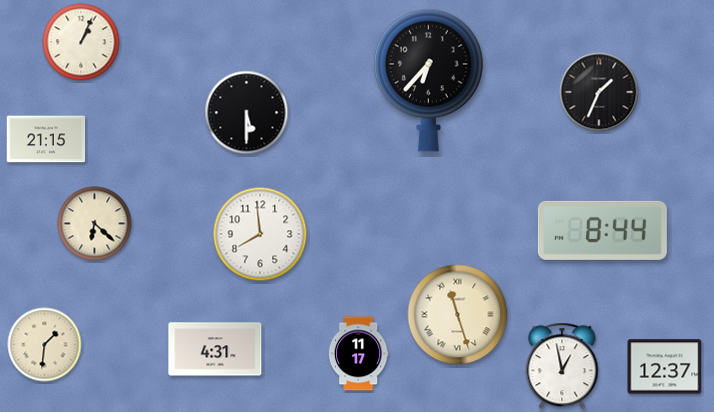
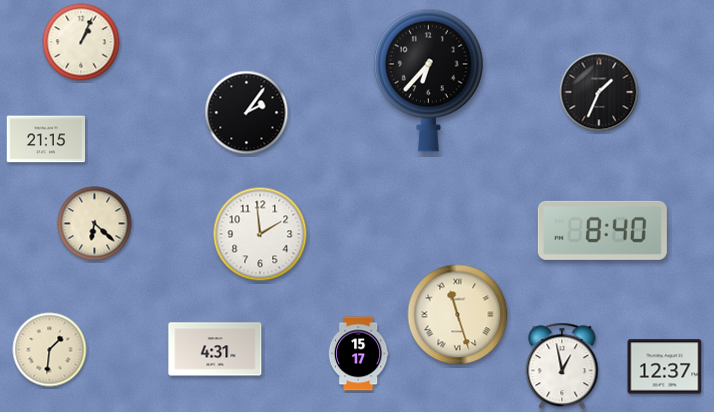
clock at (247, 113): 5:30 -> 2:06
clock at (602, 230): 8:44 -> 8:40
clock at (260, 234): 7:59 -> 1:59
clock at (45, 345) position: (45, 345) -> (50, 350)
clock at (358, 354): 11:17 -> 15:17
